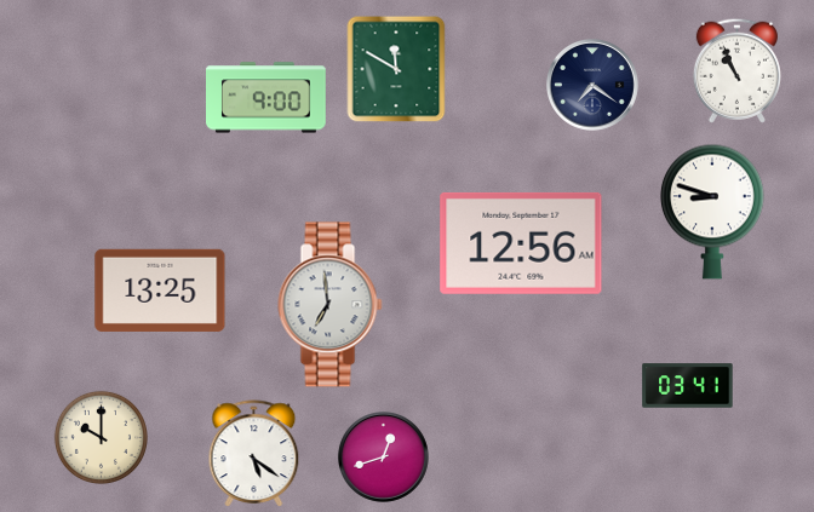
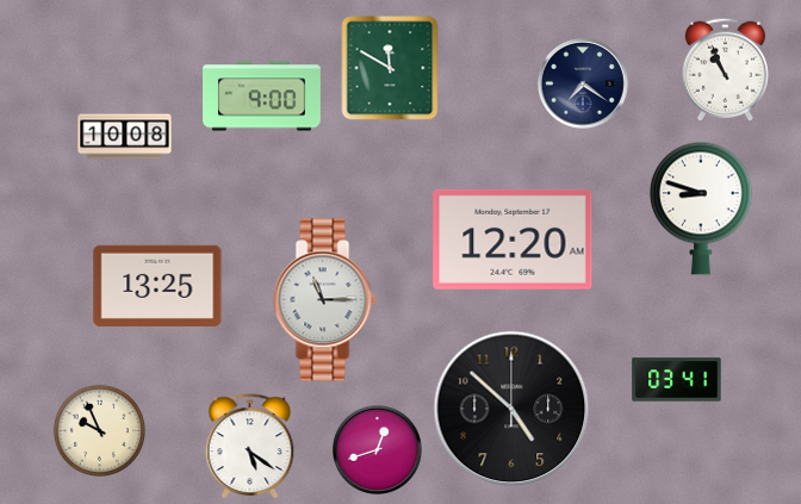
clock at (125, 137): none -> 10:08
clock at (521, 243): 12:56 -> 12:20
clock at (331, 305): 6:59 -> 11:15
clock at (511, 409): none -> 4:52
clock at (101, 437): 10:00 -> 9:56
